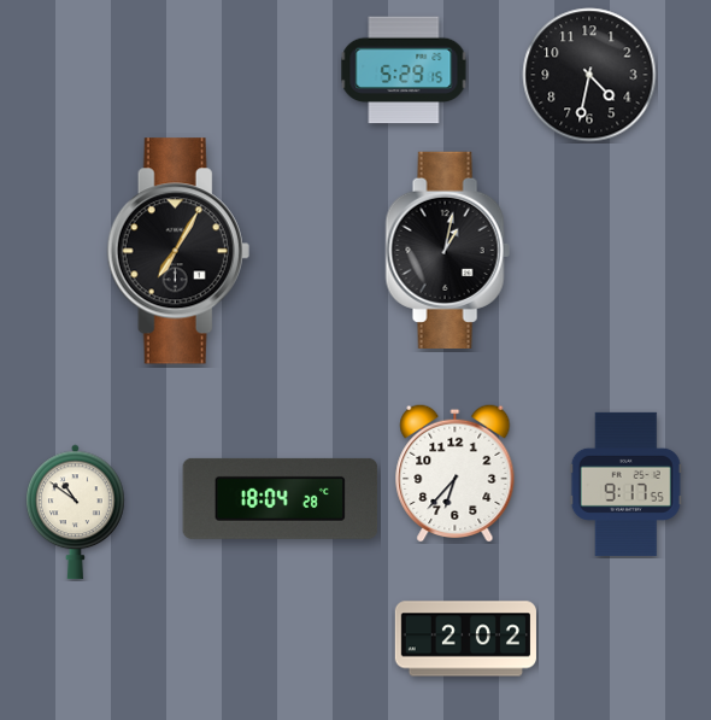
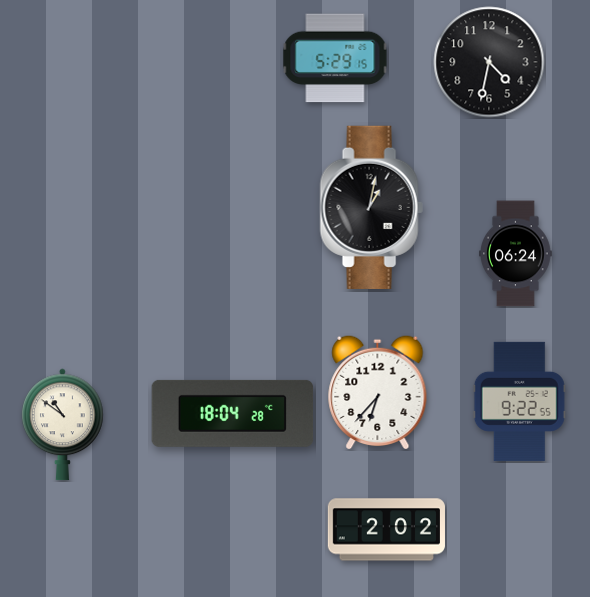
clock at (178, 251): 7:05 -> none
clock at (516, 254): none -> 06:24
clock at (625, 484): 9:17 -> 9:22
